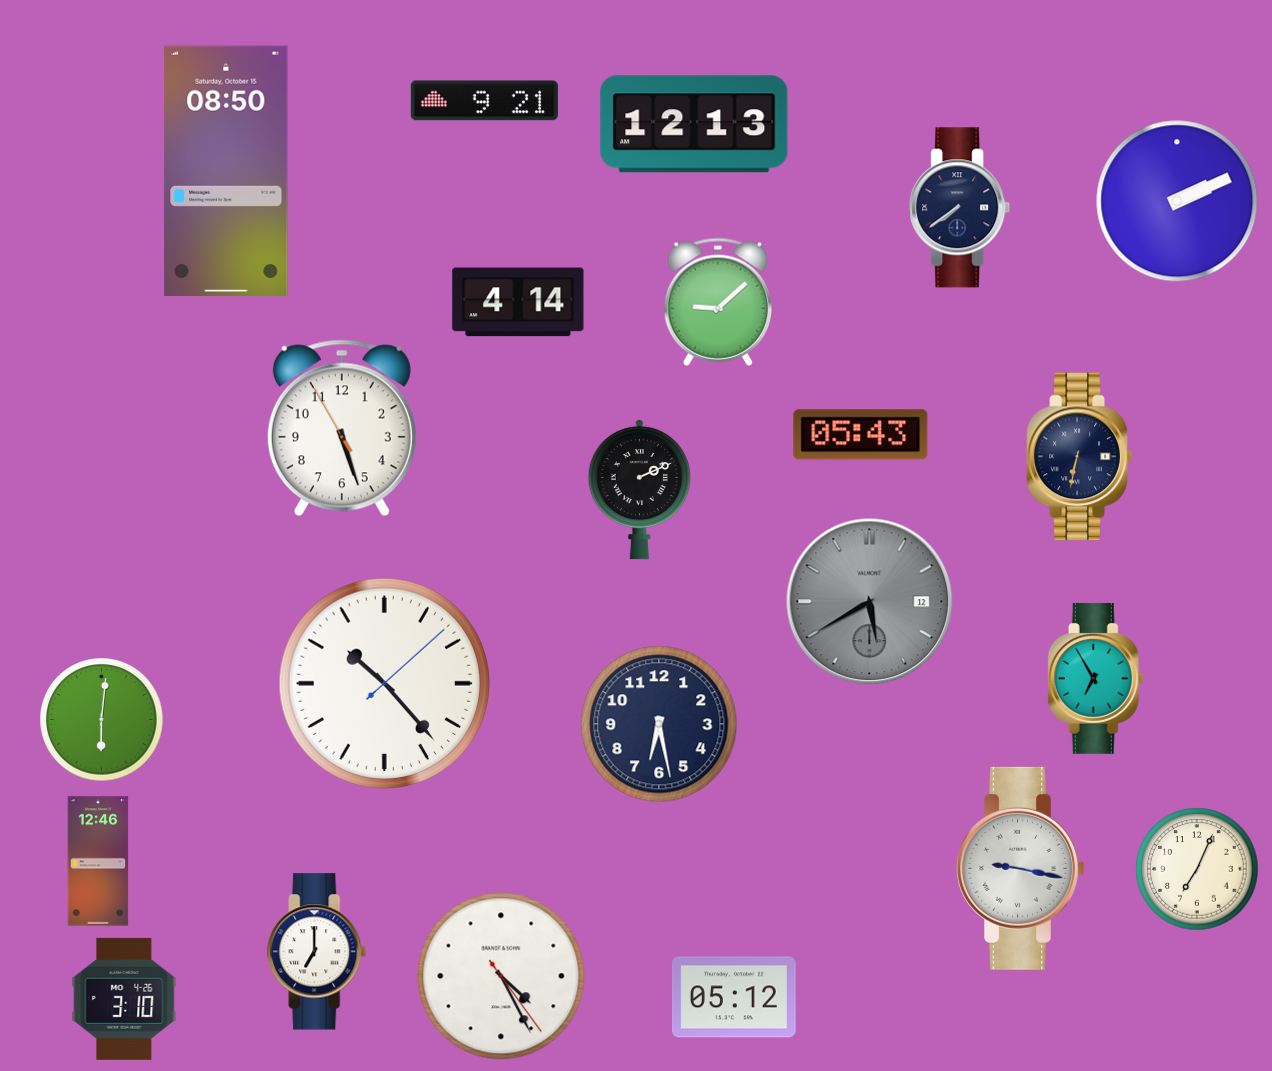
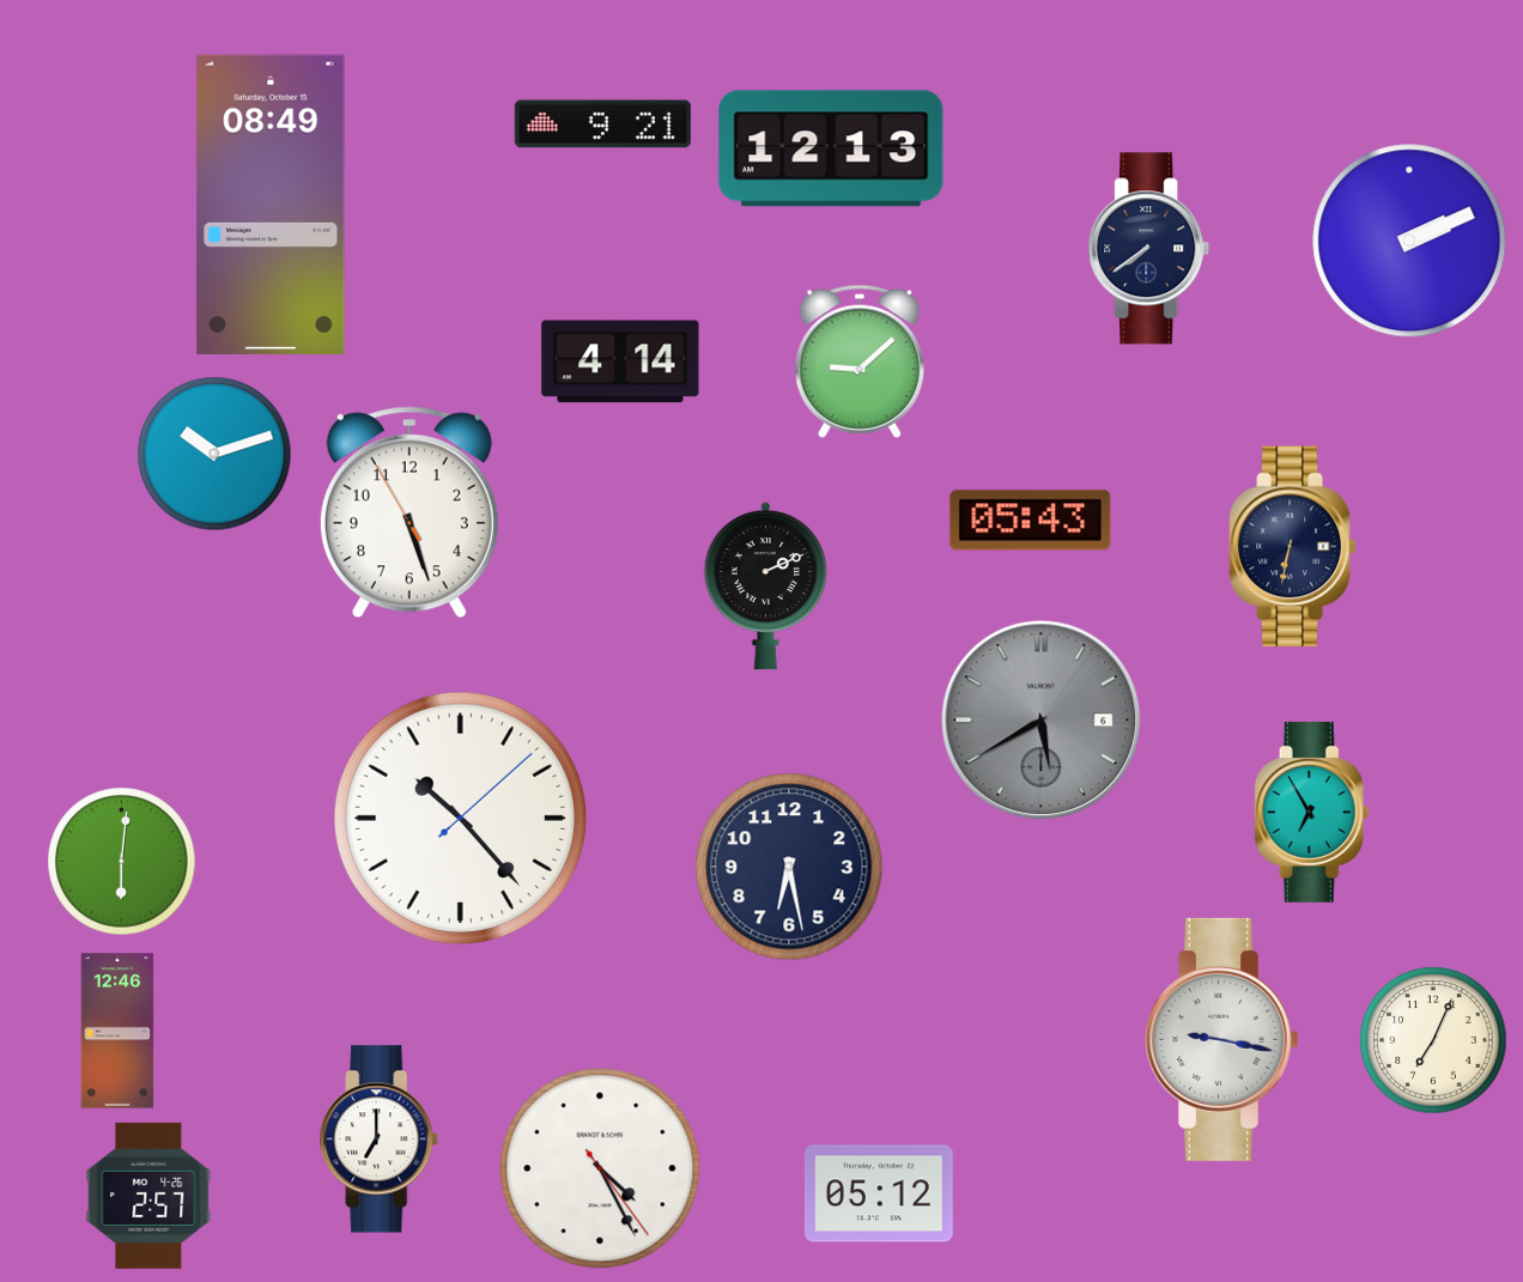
clock at (484, 101) position: (484, 101) -> (602, 124)
clock at (226, 171): 08:50 -> 08:49
clock at (214, 454): none -> 10:12
clock at (870, 602) date: 12 -> 6
clock at (124, 999): 3:10 -> 2:57
